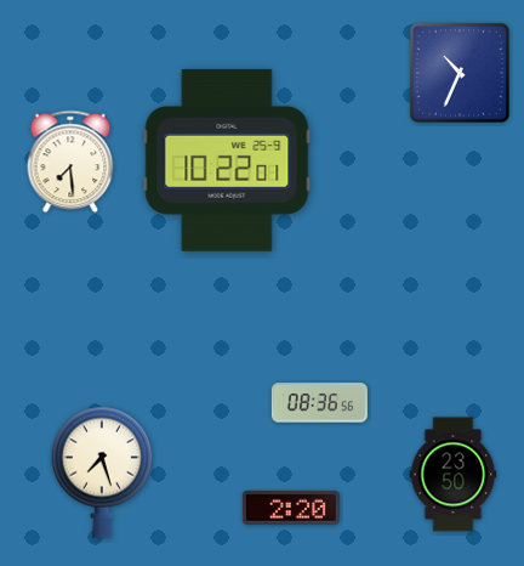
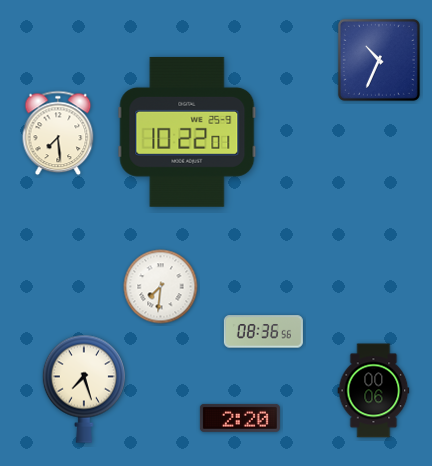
clock at (161, 287): none -> 7:31
clock at (454, 475): 23:50 -> 00:06
